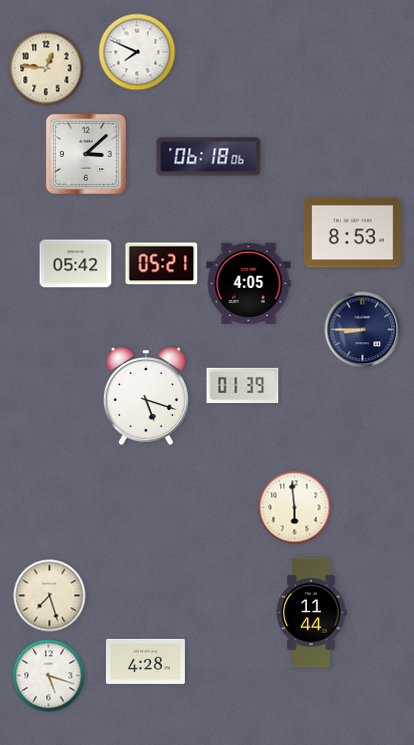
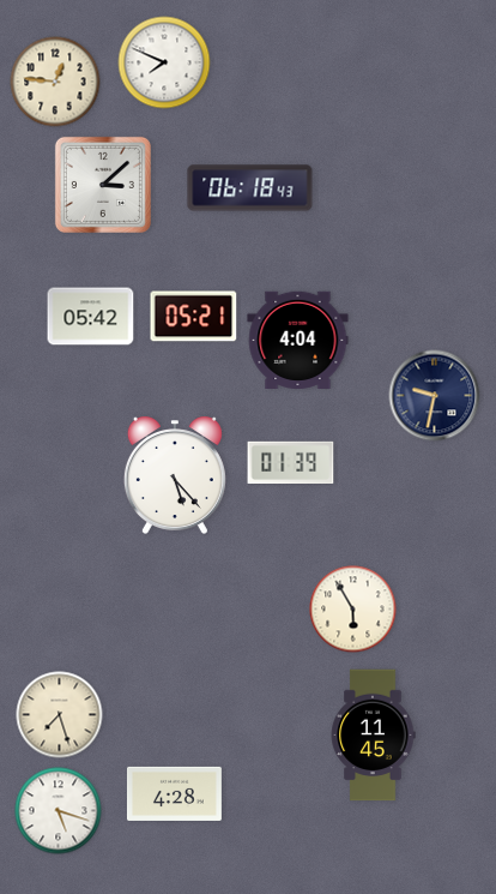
clock at (209, 157): 06:18:06 -> 06:18:43
clock at (352, 233): 8:53 -> none
clock at (249, 283): 4:05 -> 4:04
clock at (363, 330): 8:45 -> 9:32
clock at (146, 396): 5:18 -> 5:23
clock at (295, 508): 5:59 -> 5:55
clock at (311, 613): 11:44 -> 11:45
